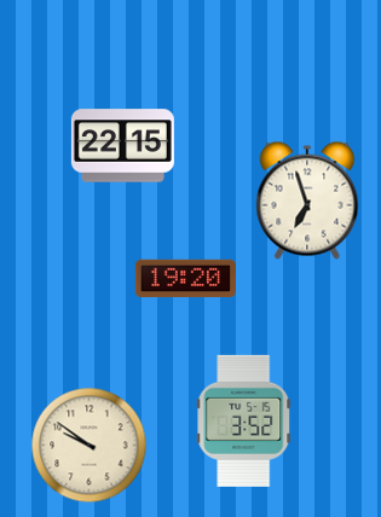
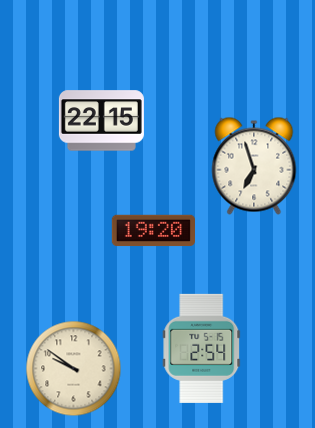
clock at (244, 420): 3:52 -> 2:54
